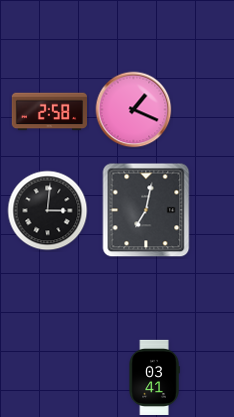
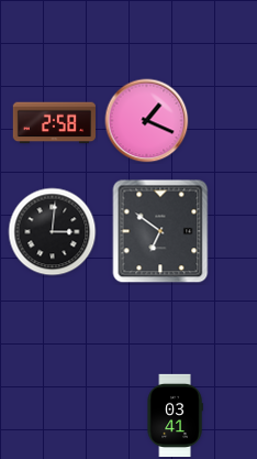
clock at (146, 210): 7:02 -> 6:51
clock at (154, 377) position: (154, 377) -> (175, 415)
